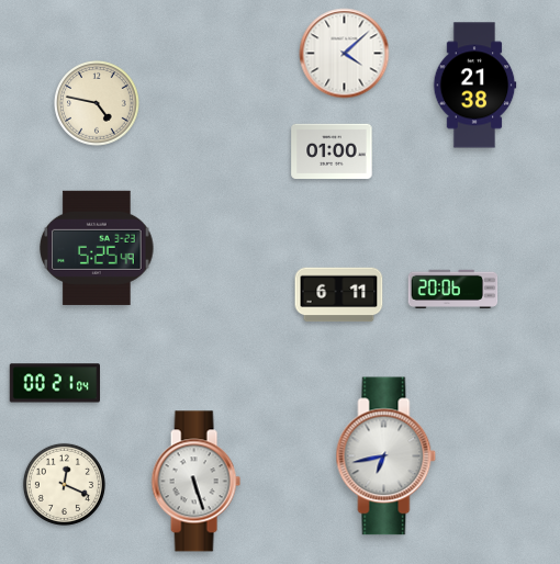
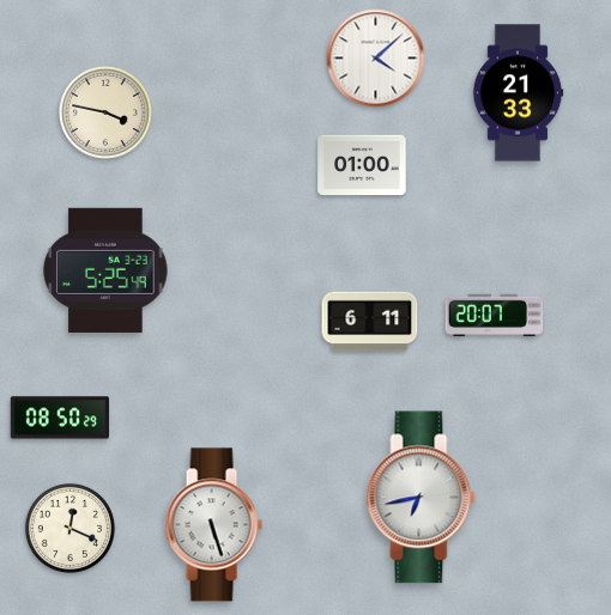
clock at (474, 86): 21:38 -> 21:33
clock at (98, 104): 4:47 -> 3:47
clock at (453, 289): 20:06 -> 20:07
clock at (54, 383): 00:21 -> 08:50
